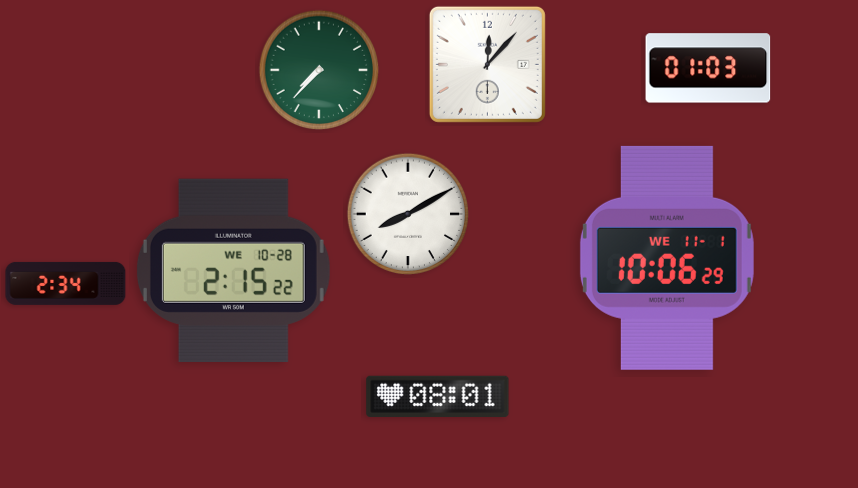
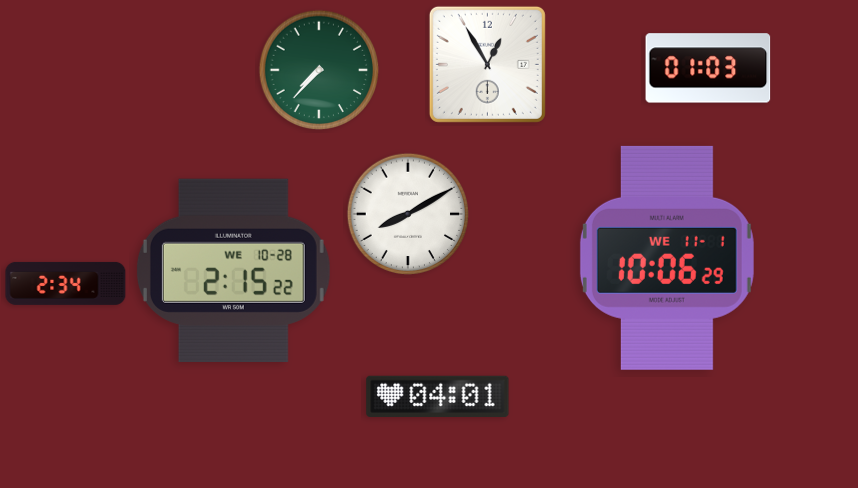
clock at (487, 64): 12:07 -> 12:55
clock at (438, 396): 08:01 -> 04:01
